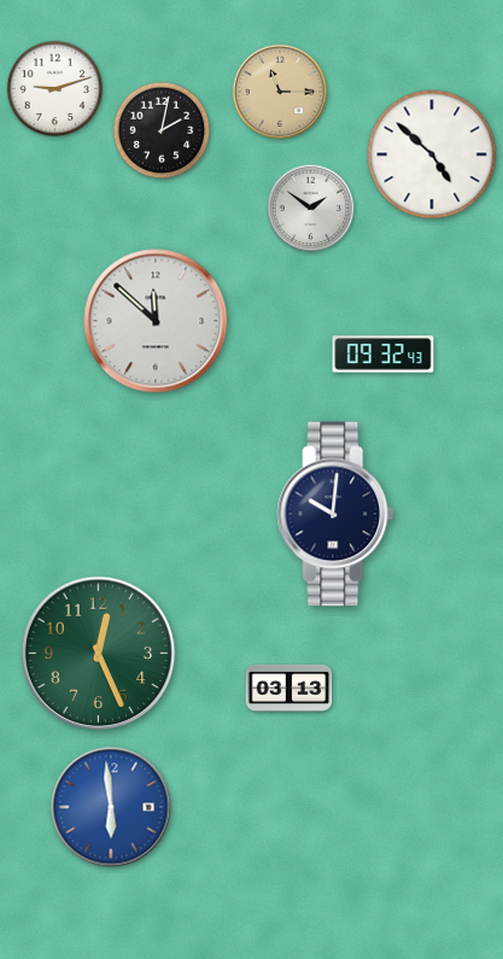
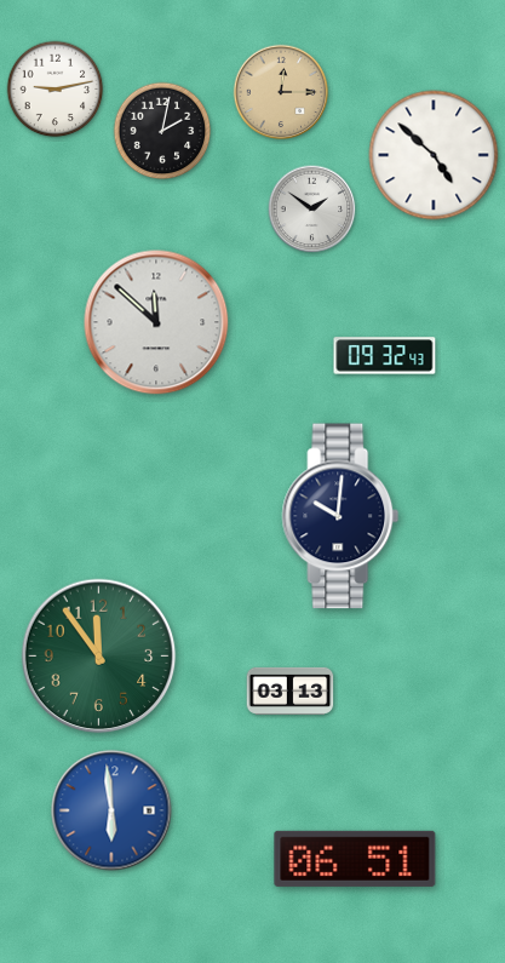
clock at (55, 89): 9:12 -> 9:13
clock at (280, 92): 11:15 -> 12:15
clock at (335, 514) position: (335, 514) -> (340, 516)
clock at (99, 654): 12:26 -> 11:54
clock at (355, 859): none -> 06:51
